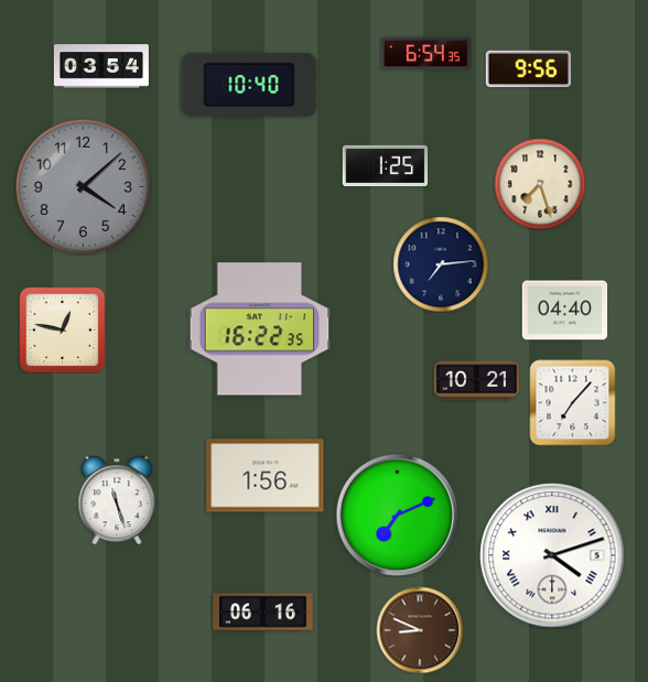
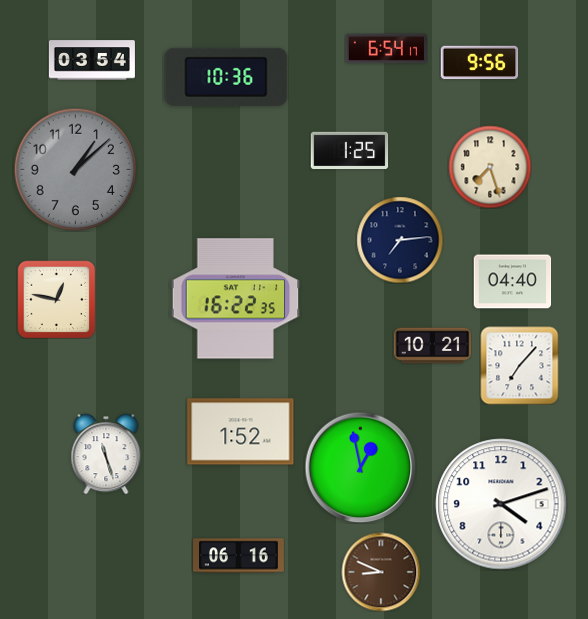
clock at (425, 54): 6:54:35 -> 6:54:17
clock at (249, 85): 10:40 -> 10:36
clock at (83, 186): 4:08 -> 1:08
clock at (266, 476): 1:56 -> 1:52
clock at (397, 515): 7:11 -> 12:58
clock at (552, 555) numerals: Roman -> Arabic
